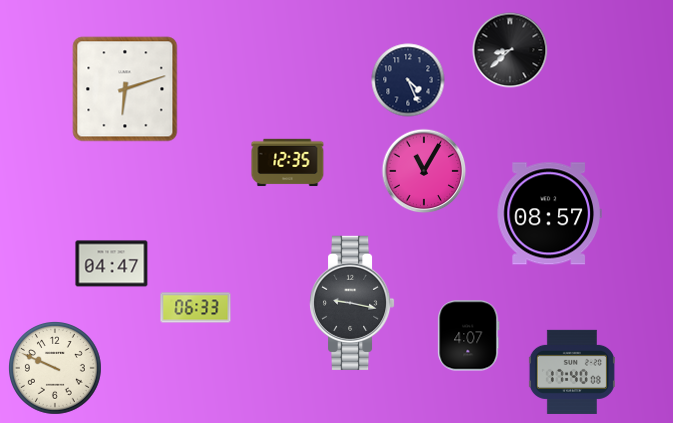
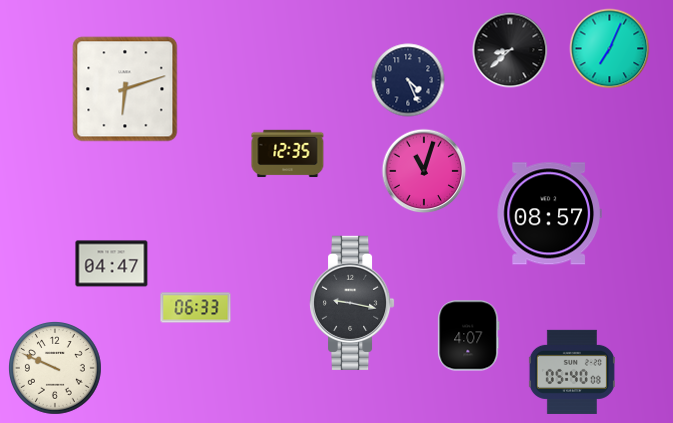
clock at (610, 49): none -> 7:04
clock at (288, 163) position: (288, 163) -> (288, 154)
clock at (424, 171): 11:05 -> 11:03
clock at (572, 372): 17:40 -> 05:40
